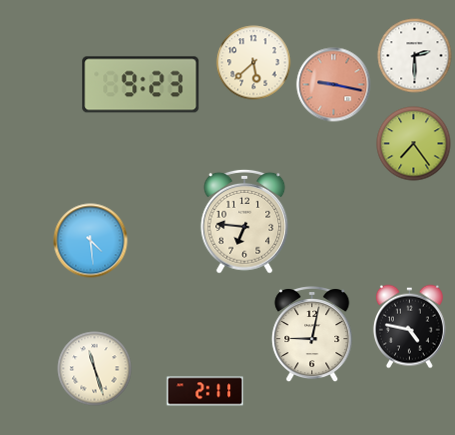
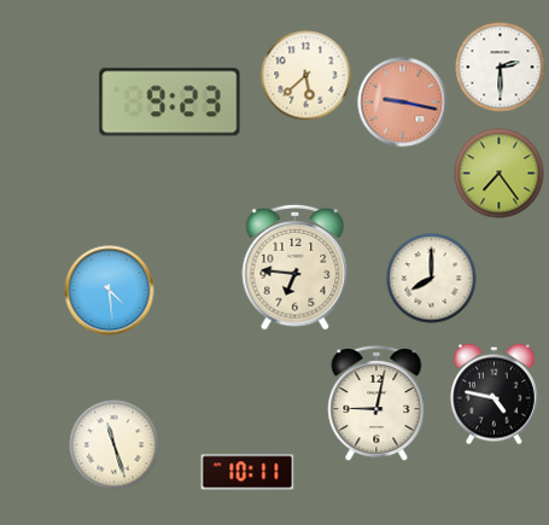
clock at (432, 279): none -> 8:00
clock at (205, 391): 2:11 -> 10:11
